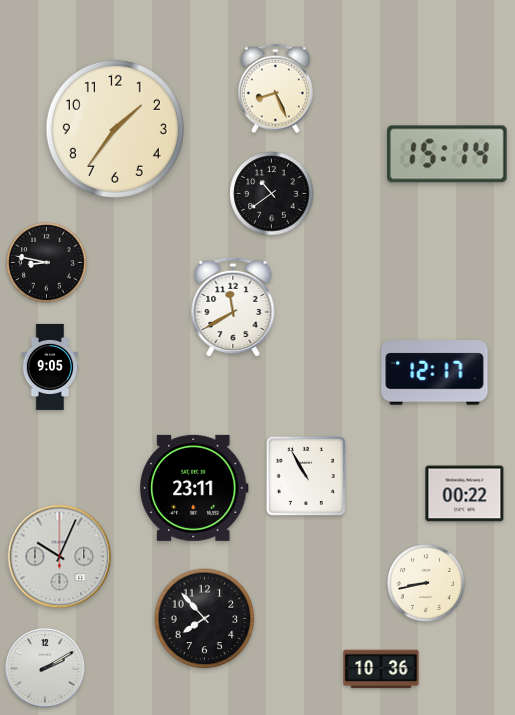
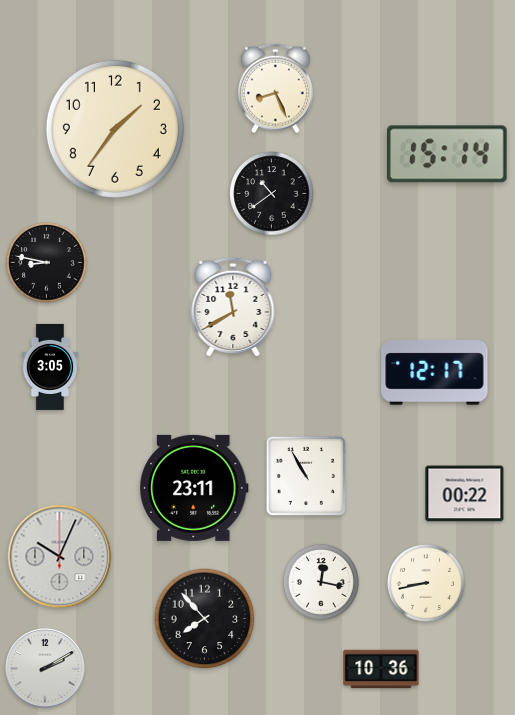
clock at (50, 367): 9:05 -> 3:05
clock at (321, 582): none -> 12:17
